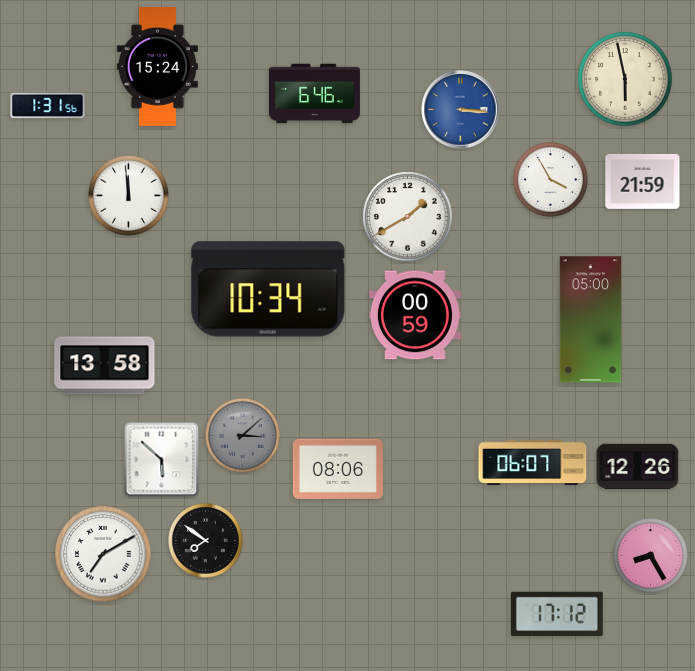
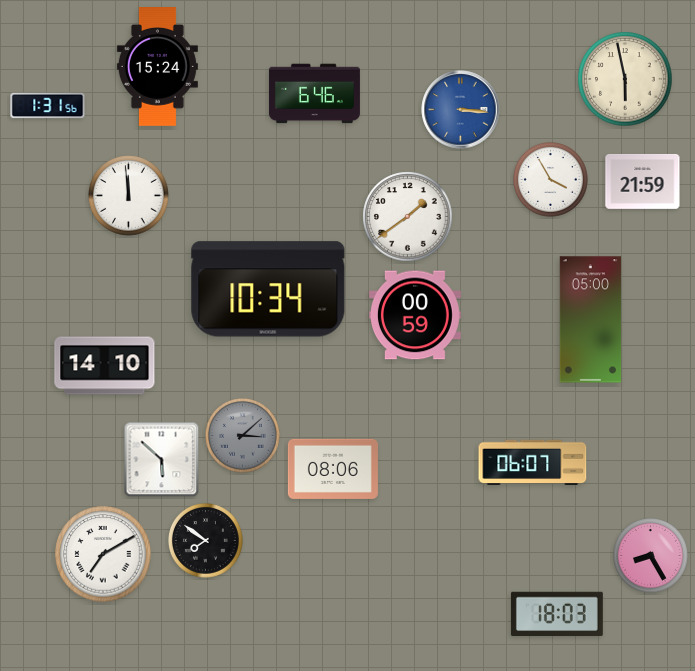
clock at (408, 217): 1:40 -> 1:39
clock at (105, 366): 13:58 -> 14:10
clock at (638, 467): 12:26 -> none
clock at (338, 469) position: (338, 469) -> (333, 469)
clock at (557, 614): 17:12 -> 18:03
